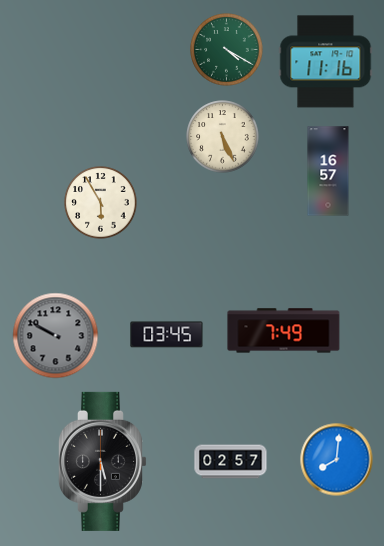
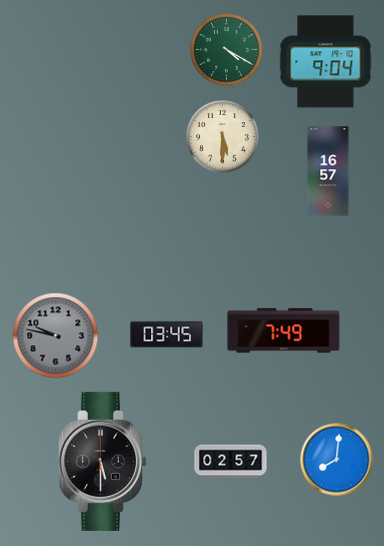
clock at (326, 62): 11:16 -> 9:04
clock at (223, 137): 5:26 -> 5:30
clock at (101, 203): 5:55 -> none
clock at (56, 336): 9:50 -> 9:47
